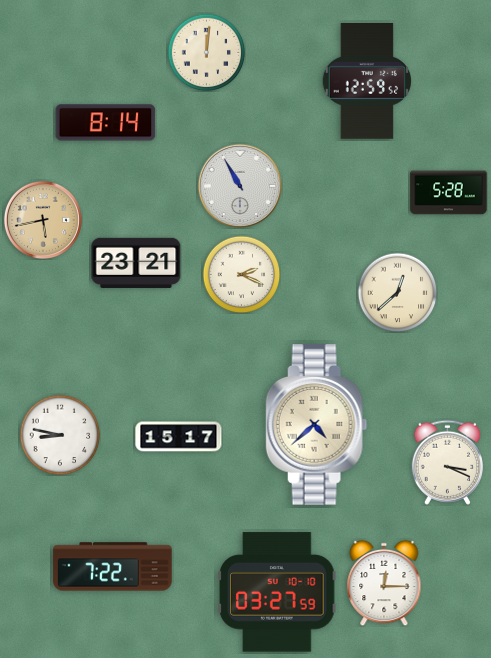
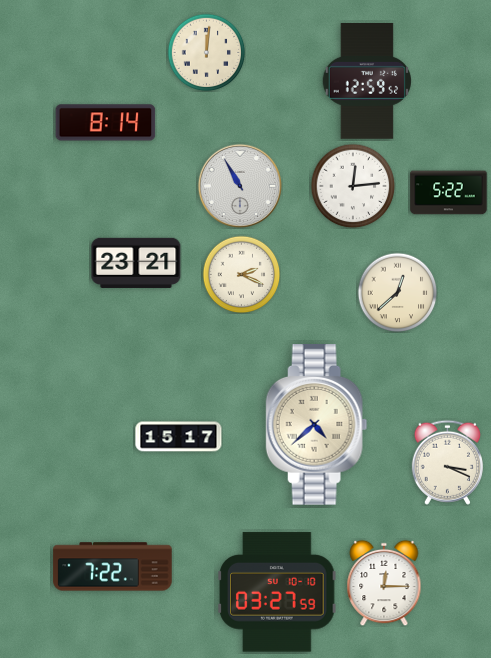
clock at (353, 186): none -> 12:14
clock at (449, 193): 5:28 -> 5:22
clock at (43, 220): 5:43 -> none
clock at (60, 435): 8:47 -> none
